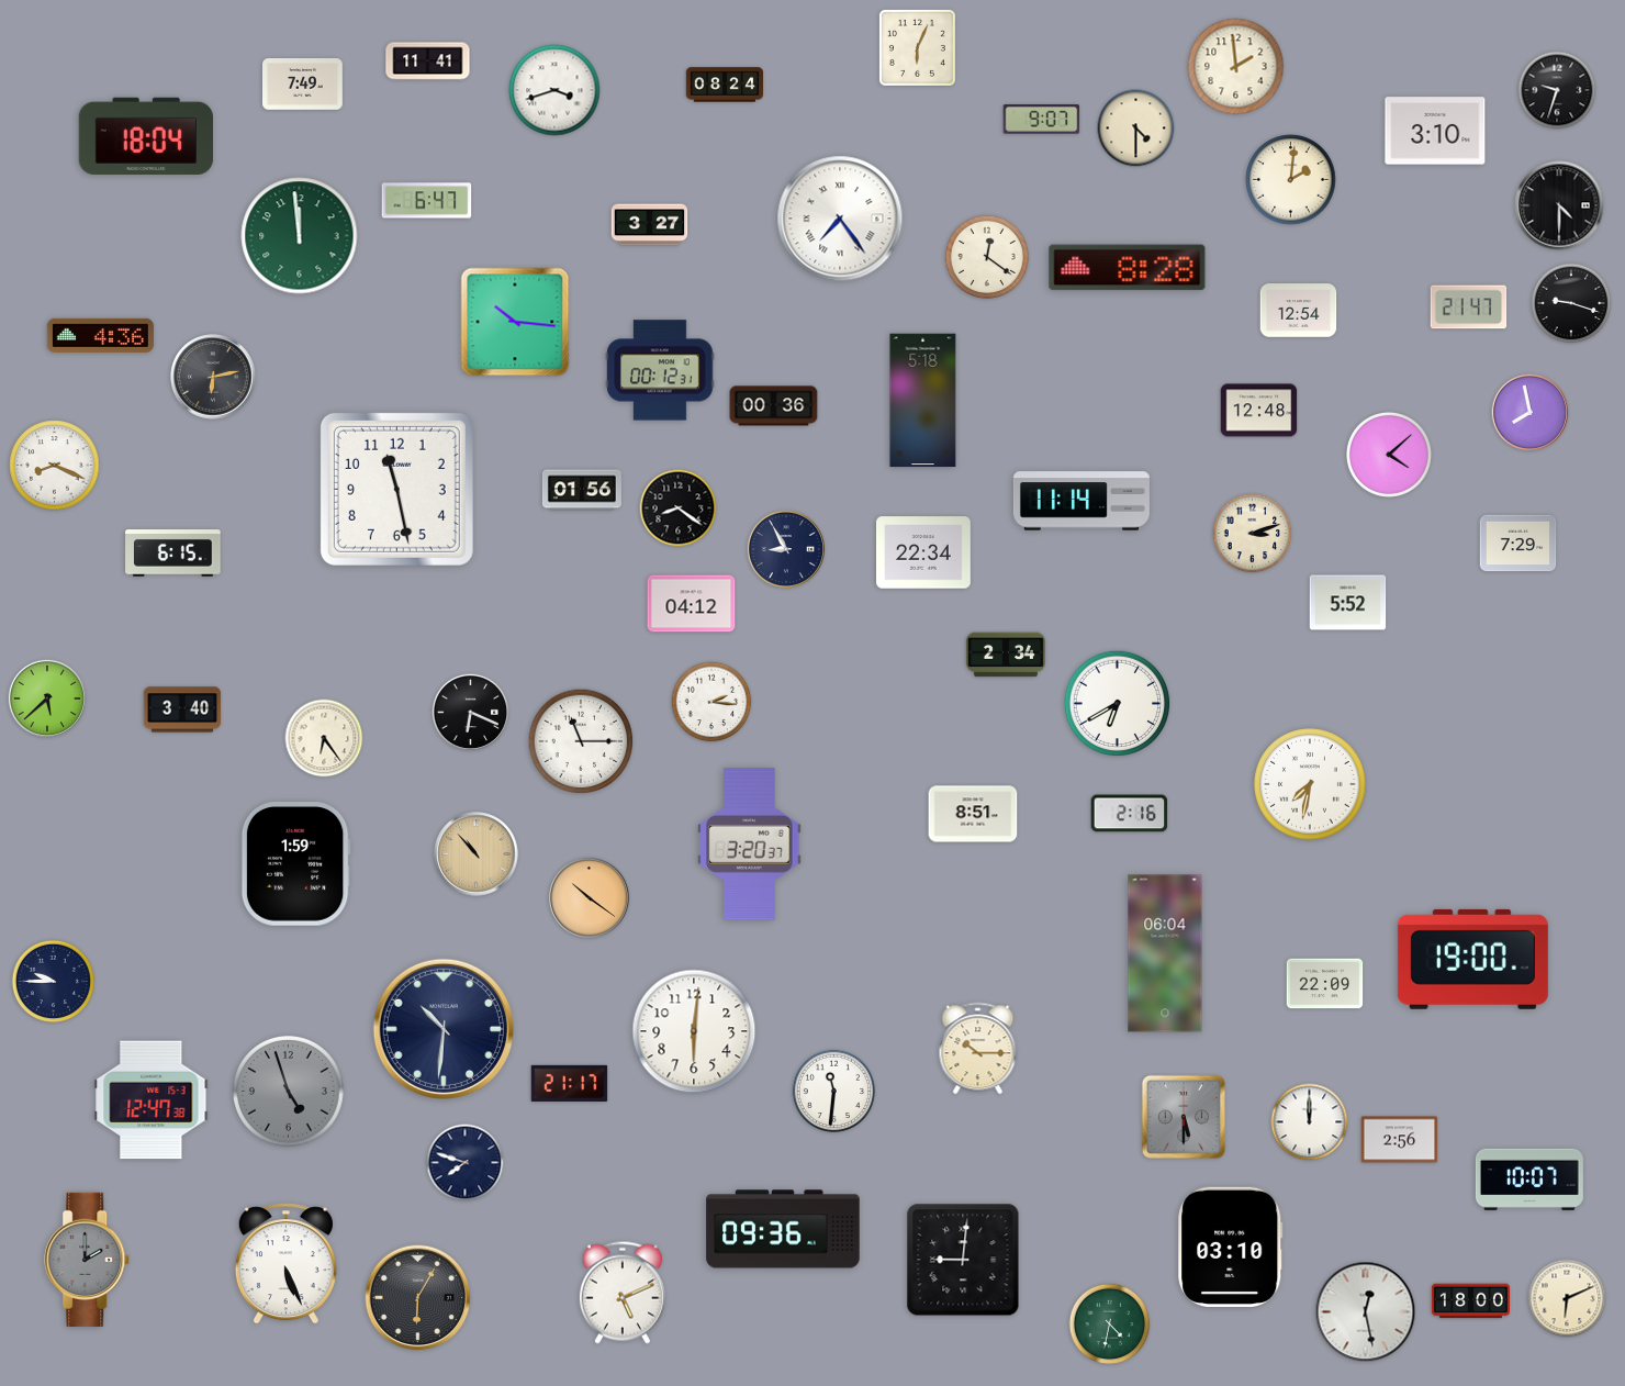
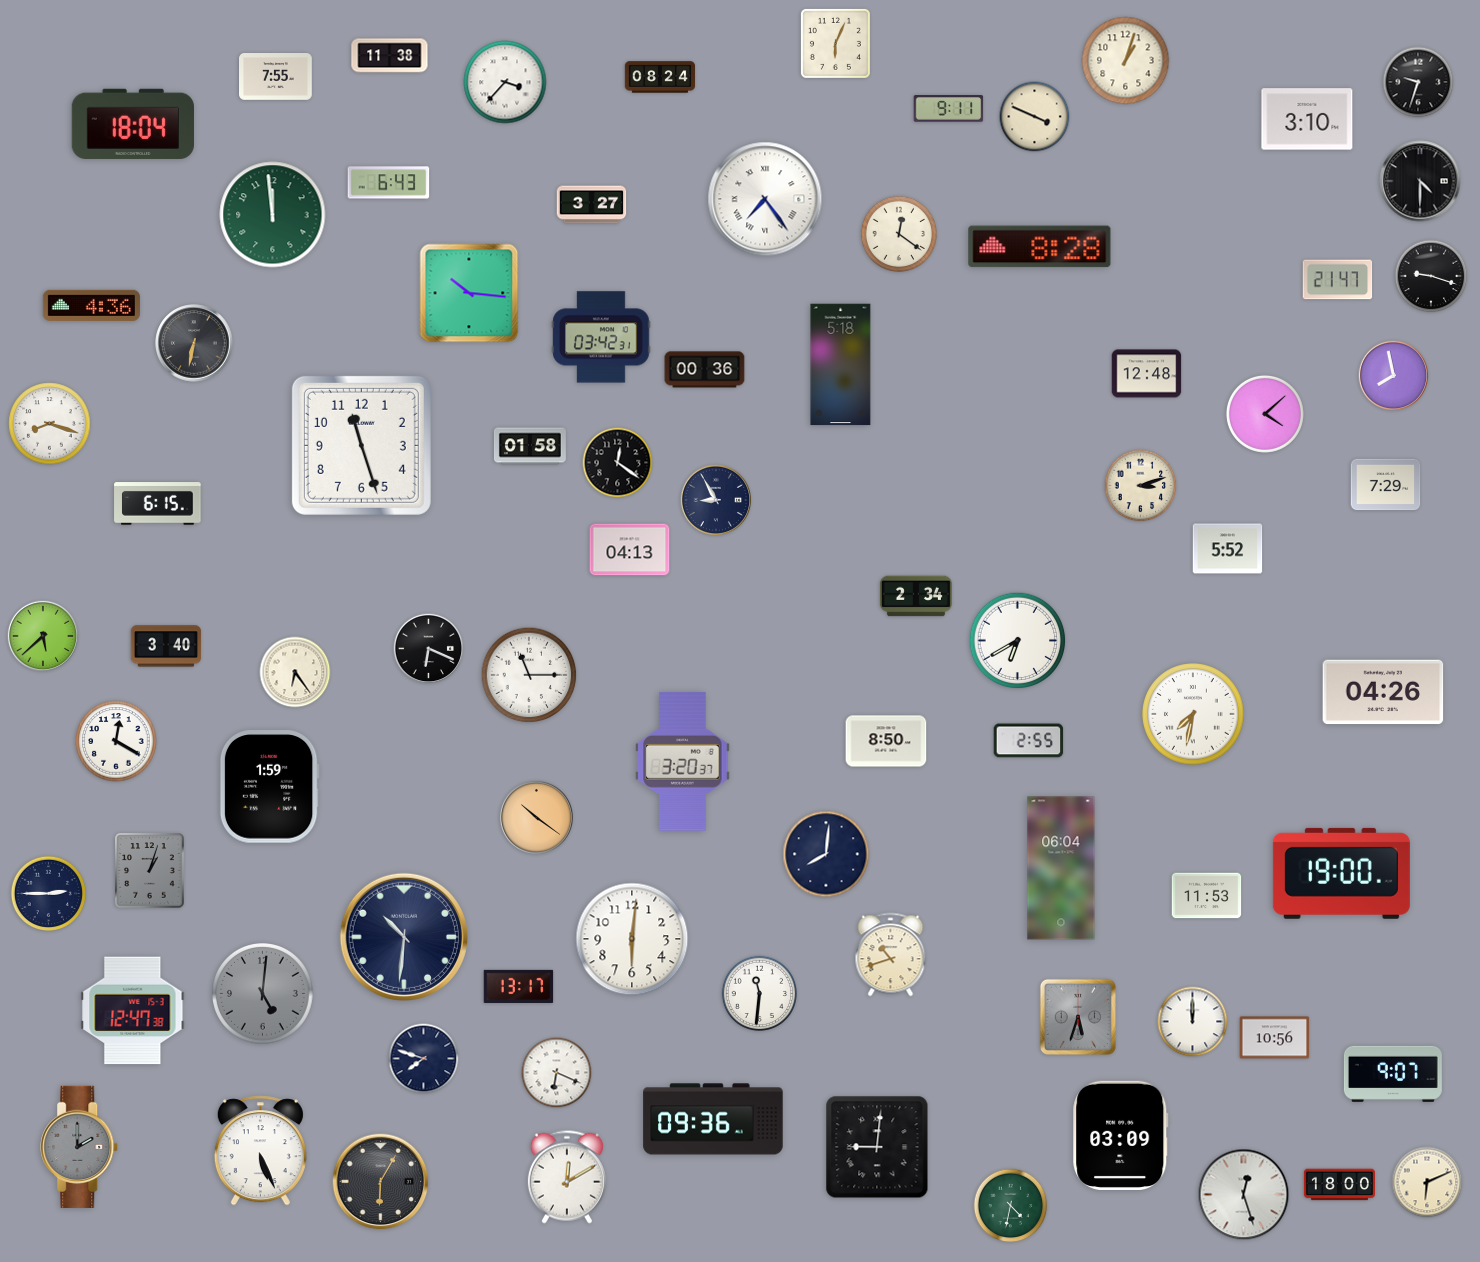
clock at (428, 62): 11:41 -> 11:38
clock at (1236, 67): 1:59 -> 1:03
clock at (303, 85): 7:49 -> 7:55
clock at (554, 90): 3:42 -> 3:37
clock at (1042, 120): 9:07 -> 9:11
clock at (1136, 128): 4:30 -> 3:49
clock at (1291, 180): 2:01 -> none
clock at (427, 201): 6:47 -> 6:43
clock at (1559, 205) position: (1559, 205) -> (1420, 181)
clock at (1128, 268) position: (1128, 268) -> (1040, 247)
clock at (1299, 311): 12:54 -> none
clock at (660, 370): 00:12 -> 03:42
clock at (213, 377): 6:13 -> 6:32
clock at (55, 466): 8:19 -> 8:18
clock at (396, 489): 11:28 -> 11:27
clock at (582, 490): 01:56 -> 01:58
clock at (1082, 501): 11:14 -> none
clock at (679, 508): 8:21 -> 12:21
clock at (1518, 544) position: (1518, 544) -> (1386, 485)
clock at (924, 552): 22:34 -> none
clock at (692, 604): 04:12 -> 04:13
clock at (711, 702): 2:16 -> none
clock at (1383, 692): none -> 04:26
clock at (116, 741): none -> 12:20
clock at (973, 814): 8:51 -> 8:50
clock at (1130, 814): 2:16 -> 2:55
clock at (750, 845) position: (750, 845) -> (683, 762)
clock at (477, 854): 10:53 -> none
clock at (826, 854): none -> 8:01
clock at (150, 871): none -> 1:03
clock at (53, 981): 9:45 -> 2:45
clock at (1325, 984): 22:09 -> 11:53
clock at (978, 1049): 10:15 -> 10:42
clock at (570, 1083): 21:17 -> 13:17
clock at (289, 1092): 4:57 -> 5:01
clock at (152, 1100) position: (152, 1100) -> (133, 1011)
clock at (1184, 1117): 5:30 -> 5:33
clock at (1400, 1140): 2:56 -> 10:56
clock at (557, 1073): none -> 6:19
clock at (1529, 1180): 10:07 -> 9:07
clock at (1231, 1247): 03:10 -> 03:09
clock at (623, 1293): 5:11 -> 12:10
clock at (1366, 1312): 12:28 -> 12:27
